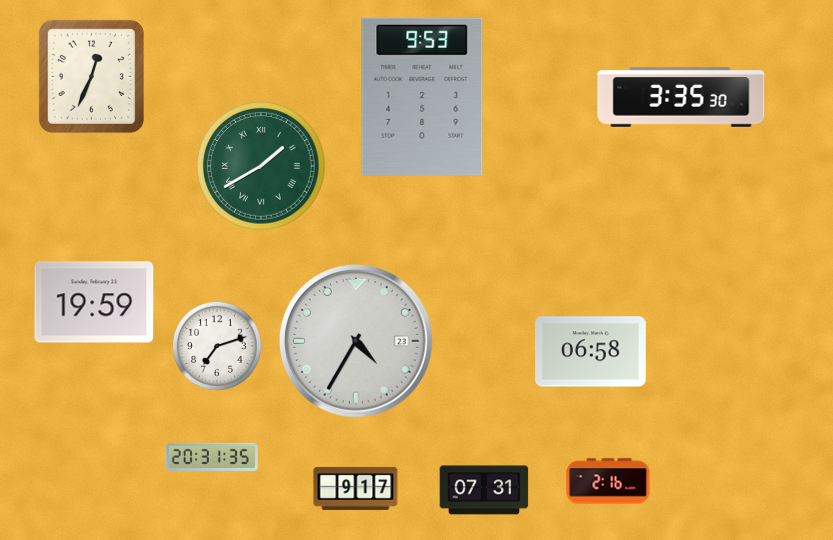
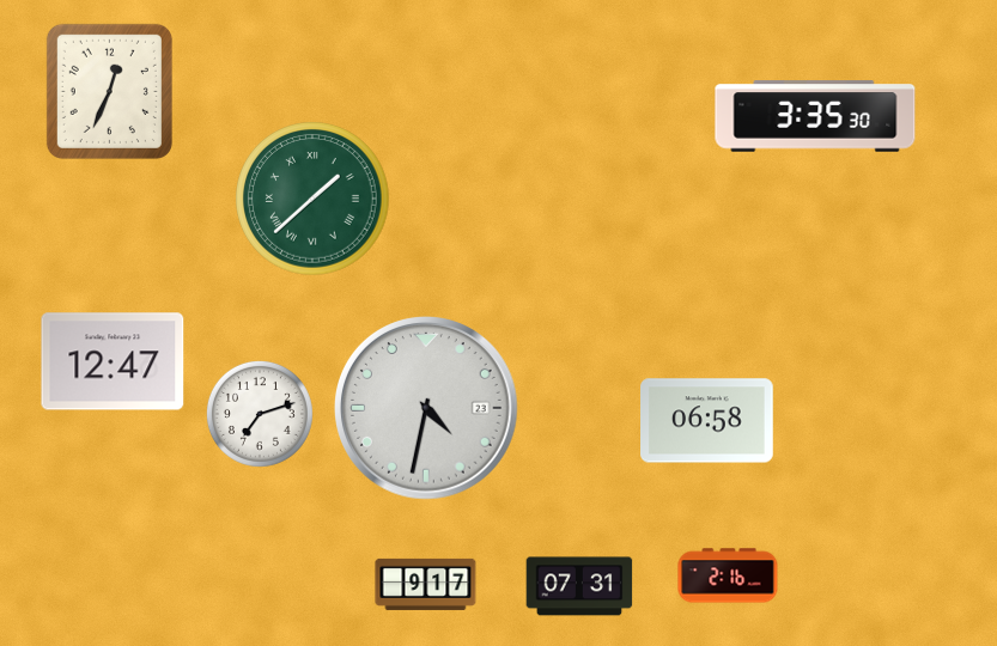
clock at (422, 97): 9:53 -> none
clock at (261, 166): 1:40 -> 1:38
clock at (94, 302): 19:59 -> 12:47
clock at (357, 342): 4:35 -> 4:32
clock at (212, 457): 20:31 -> none
